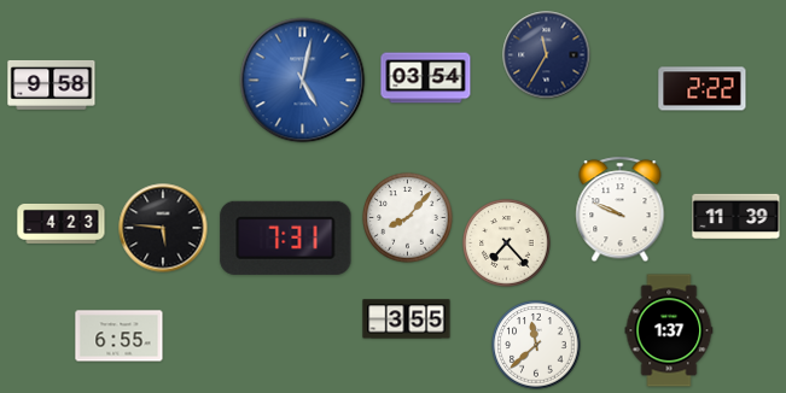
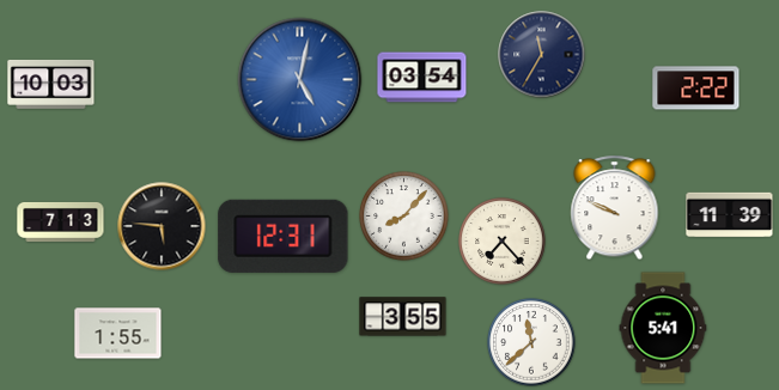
clock at (52, 84): 9:58 -> 10:03
clock at (62, 223): 4:23 -> 7:13
clock at (286, 237): 7:31 -> 12:31
clock at (669, 330): 1:37 -> 5:41
clock at (120, 336): 6:55 -> 1:55
